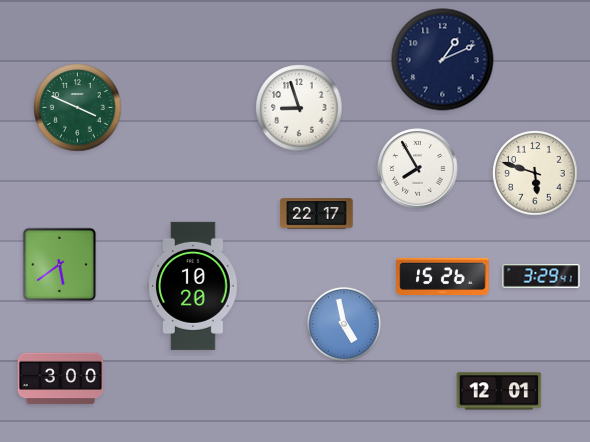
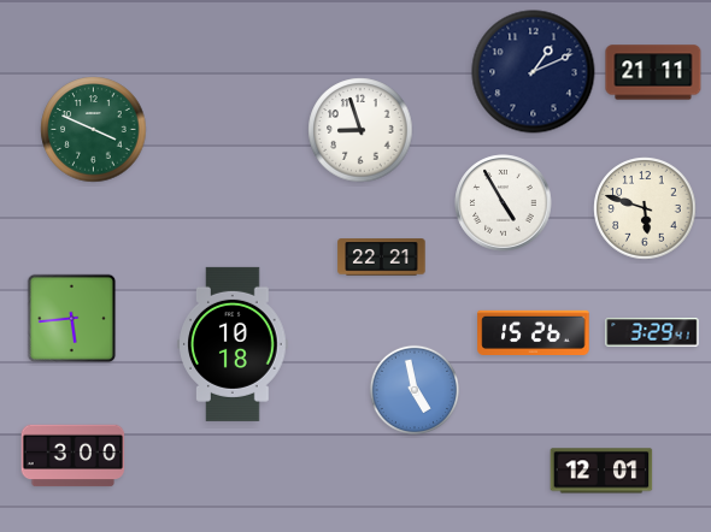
clock at (653, 72): none -> 21:11
clock at (418, 169): 7:55 -> 4:55
clock at (317, 214): 22:17 -> 22:21
clock at (60, 265): 5:39 -> 5:44
clock at (193, 286): 10:20 -> 10:18
